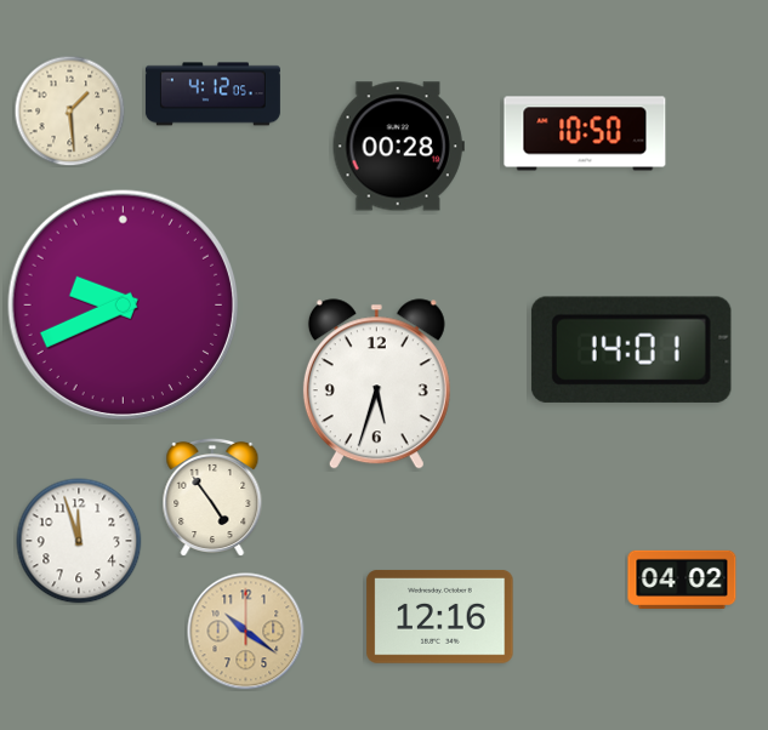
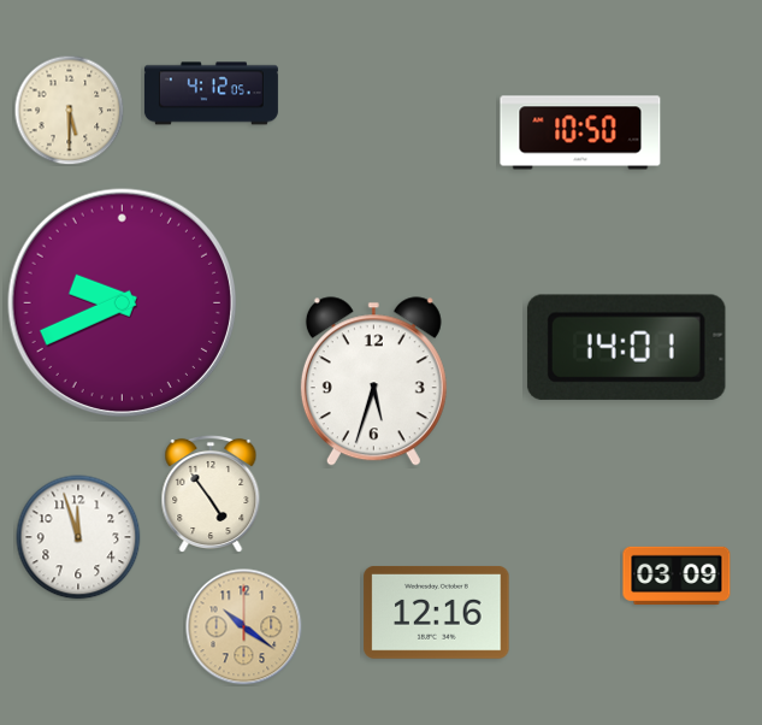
clock at (69, 110): 1:29 -> 5:30
clock at (398, 147): 00:28 -> none
clock at (682, 578): 04:02 -> 03:09
